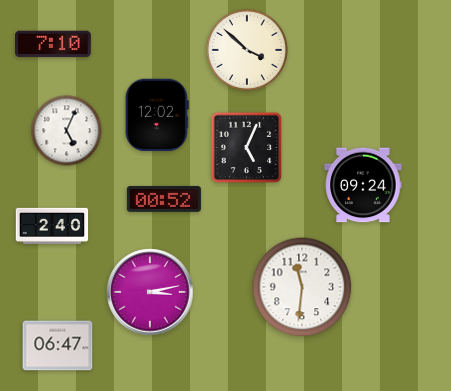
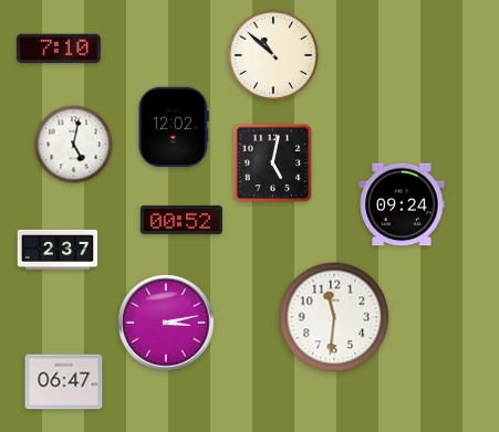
clock at (247, 50): 3:52 -> 10:52
clock at (67, 131): 5:04 -> 5:02
clock at (247, 148): 5:04 -> 5:02
clock at (52, 226): 2:40 -> 2:37
